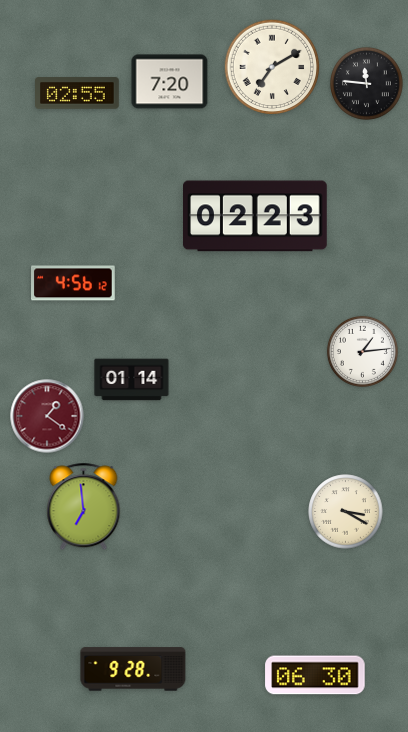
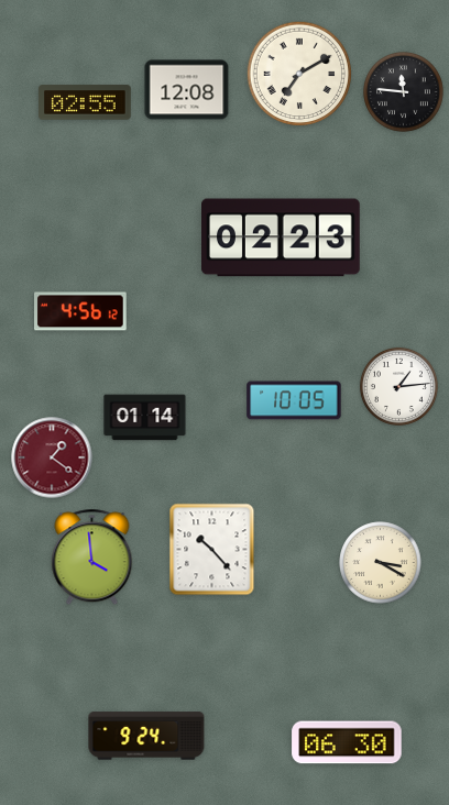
clock at (170, 82): 7:20 -> 12:08
clock at (294, 400): none -> 10:05
clock at (212, 550): none -> 10:23
clock at (84, 507): 6:59 -> 3:59
clock at (133, 669): 9:28 -> 9:24
